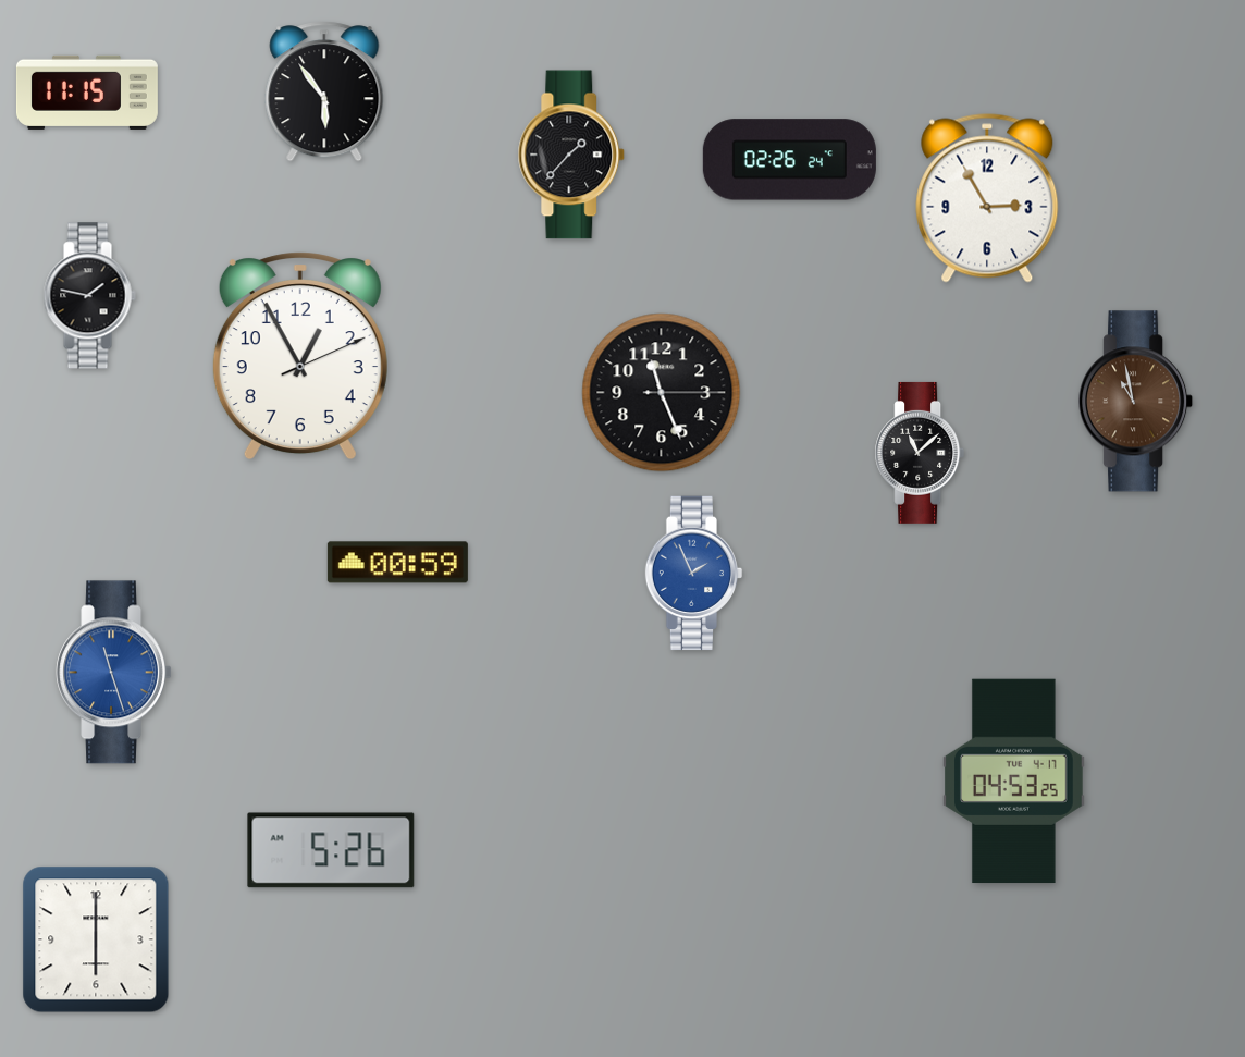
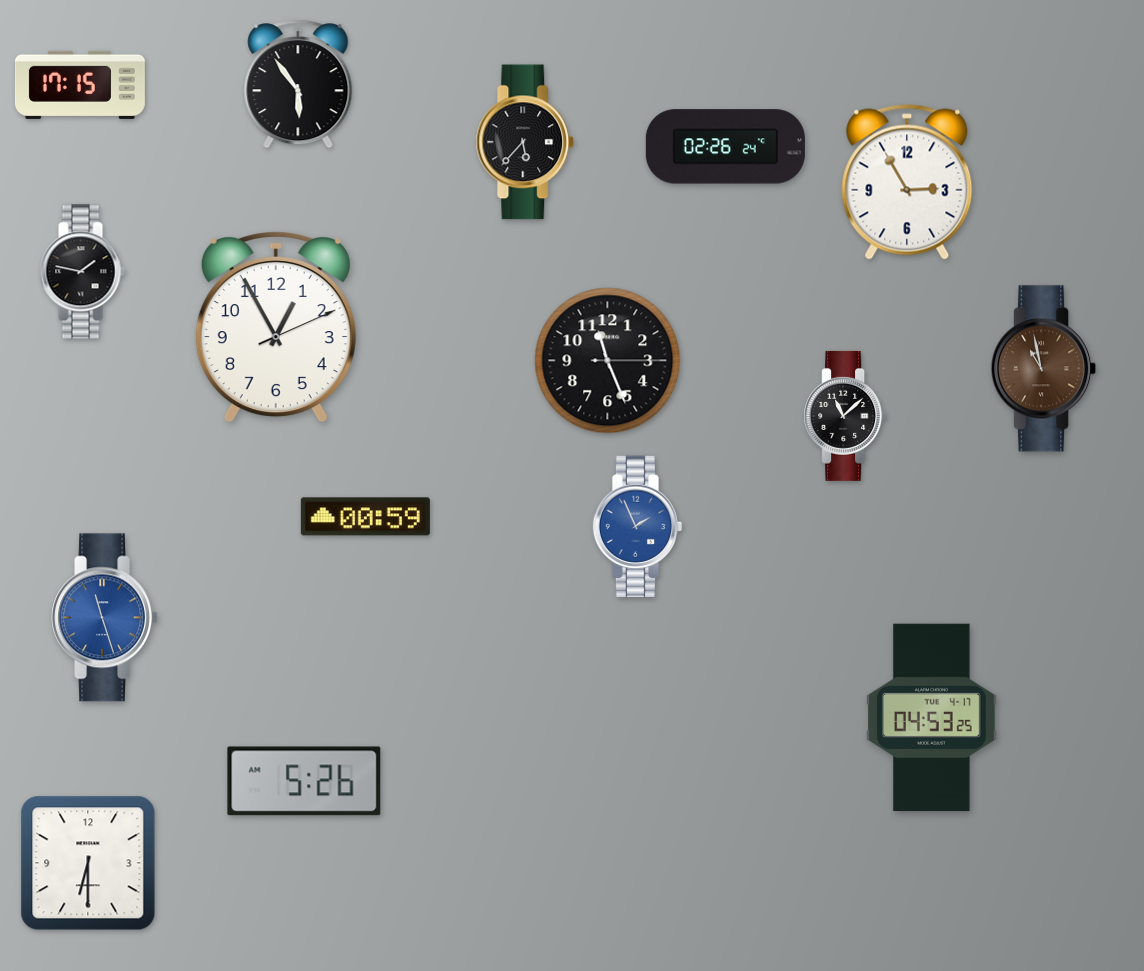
clock at (87, 93): 11:15 -> 17:15
clock at (571, 155): 1:37 -> 5:37
clock at (96, 939): 6:00 -> 6:30
